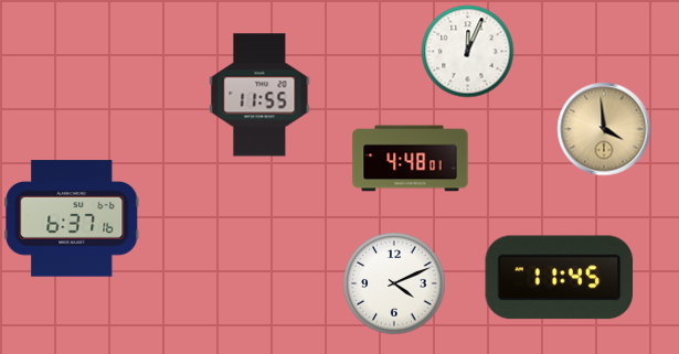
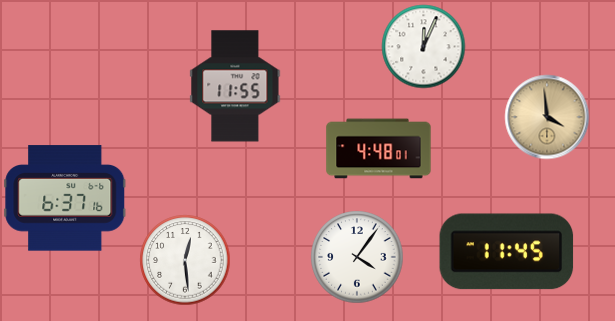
clock at (411, 159) position: (411, 159) -> (379, 149)
clock at (394, 283): 4:11 -> 4:06
clock at (185, 260): none -> 12:29
